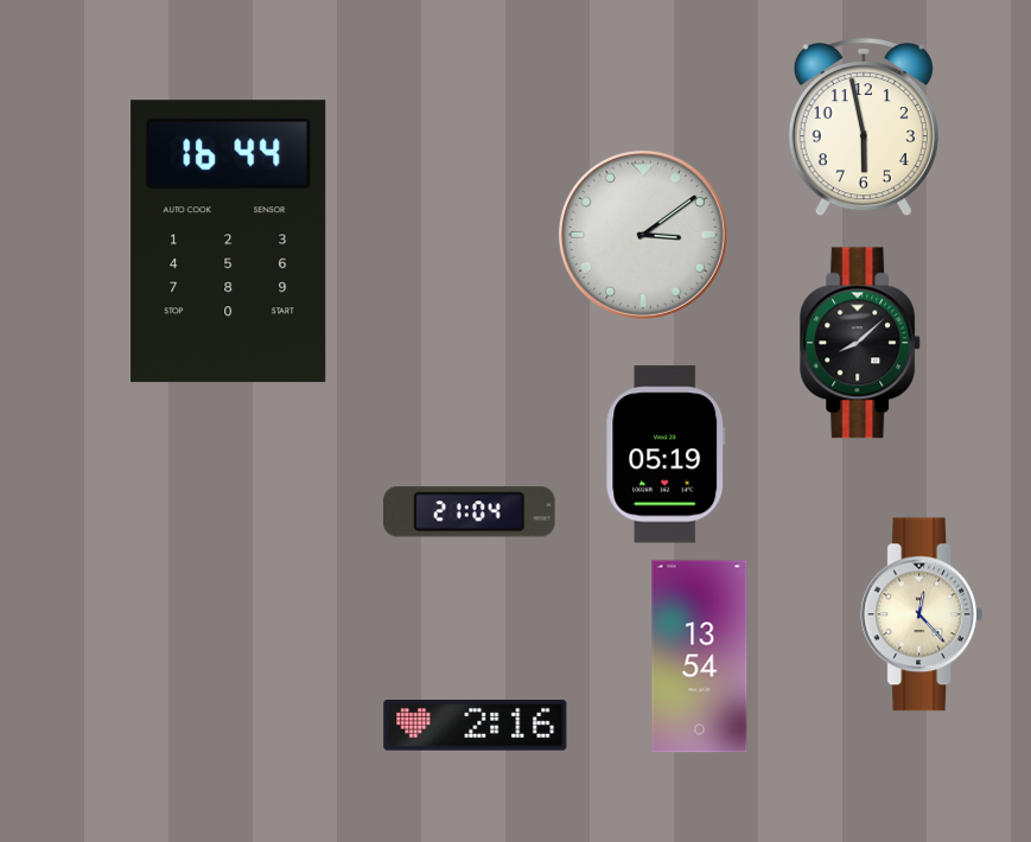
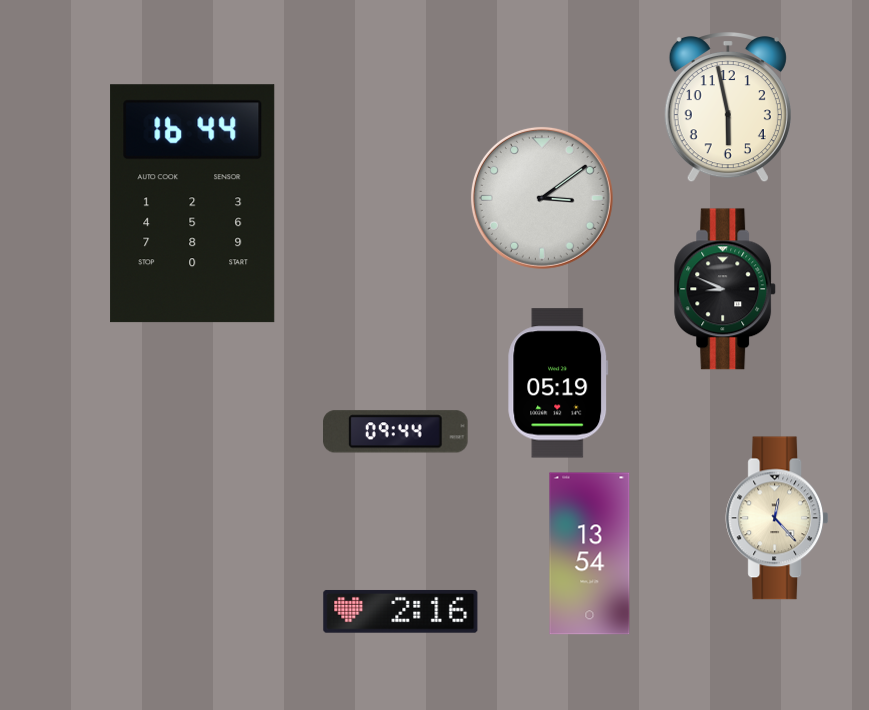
clock at (861, 343): 8:08 -> 8:49
clock at (666, 454) position: (666, 454) -> (558, 383)
clock at (470, 512): 21:04 -> 09:44
